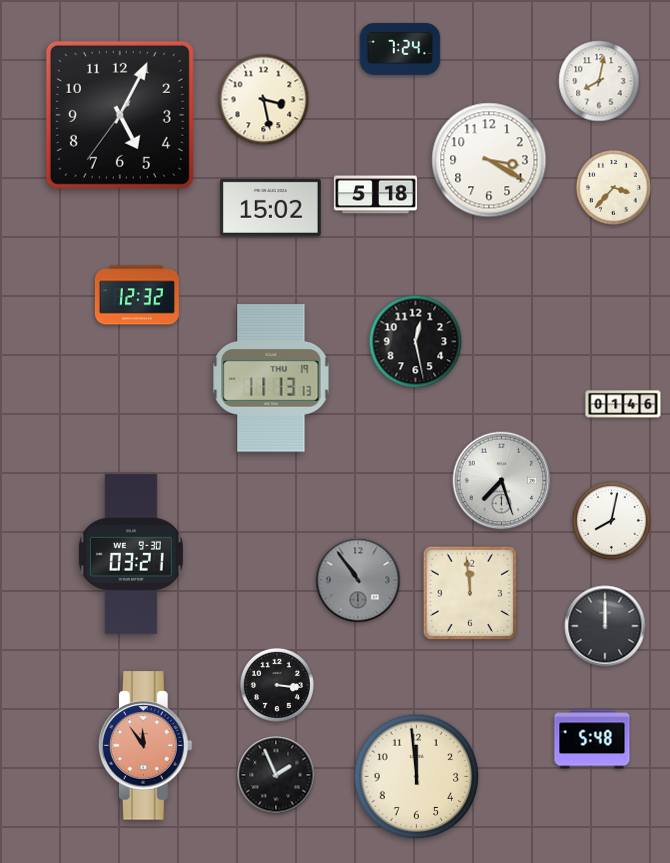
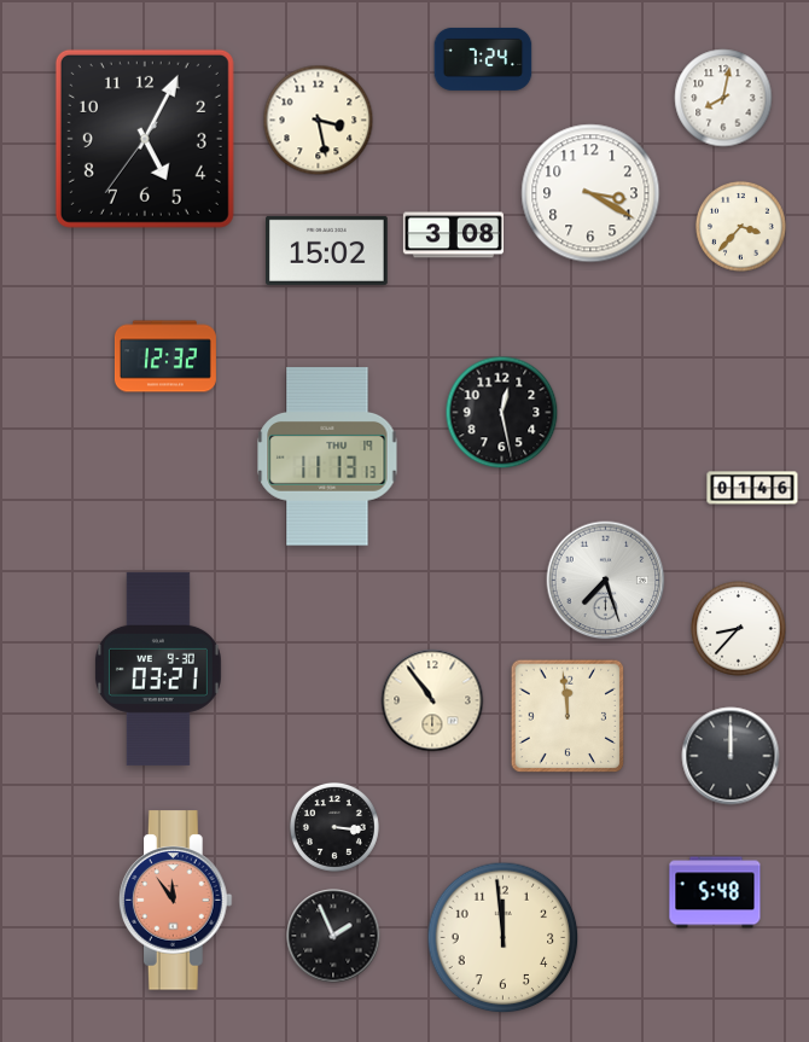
clock at (375, 195): 5:18 -> 3:08
clock at (612, 521): 8:02 -> 8:37
clock at (358, 580) dial: grey -> cream
